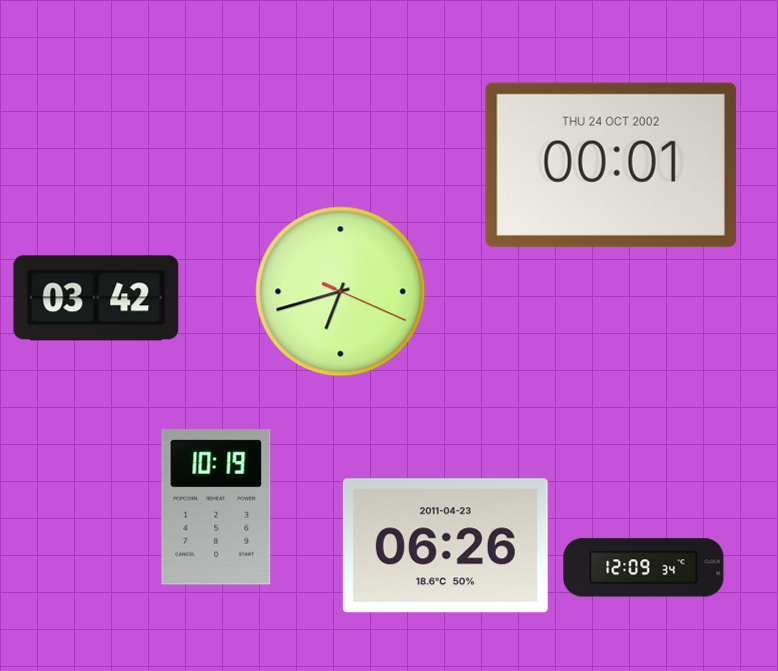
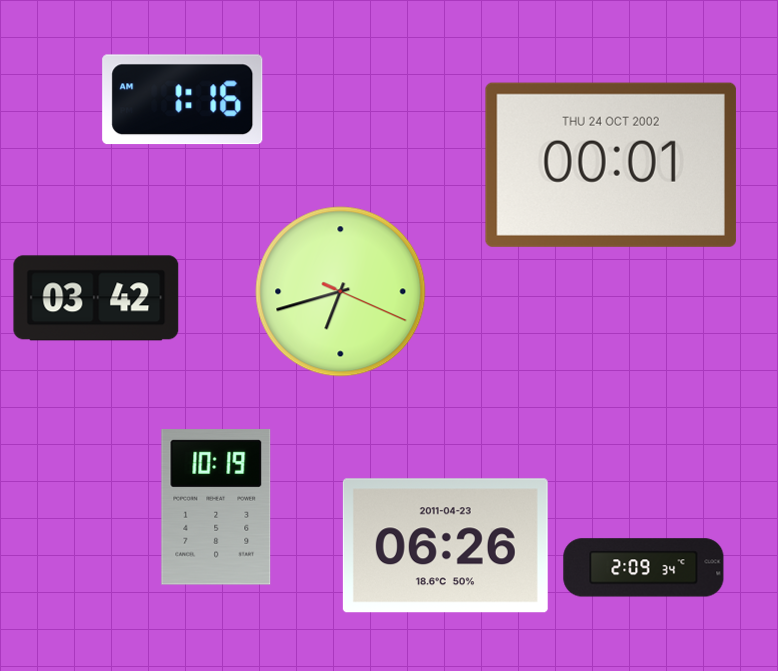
clock at (183, 100): none -> 1:16
clock at (644, 568): 12:09 -> 2:09
